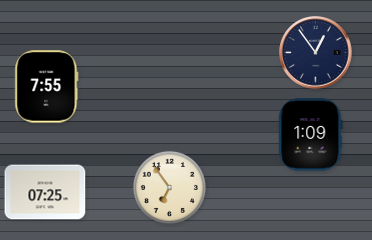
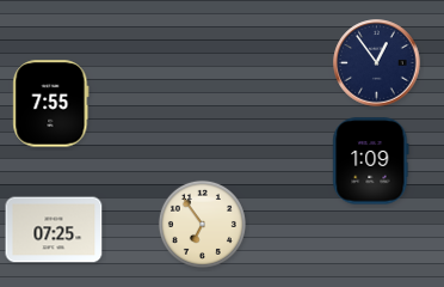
clock at (47, 87) position: (47, 87) -> (51, 104)
